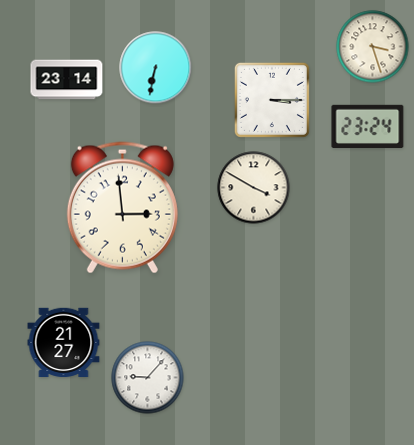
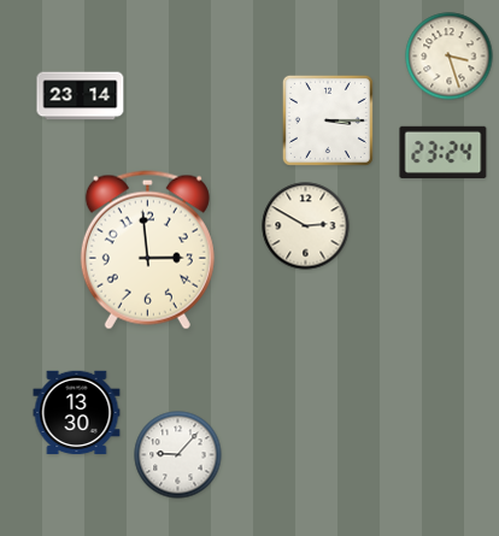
clock at (156, 68): 6:32 -> none
clock at (254, 188): 3:50 -> 2:50
clock at (64, 343): 21:27 -> 13:30
